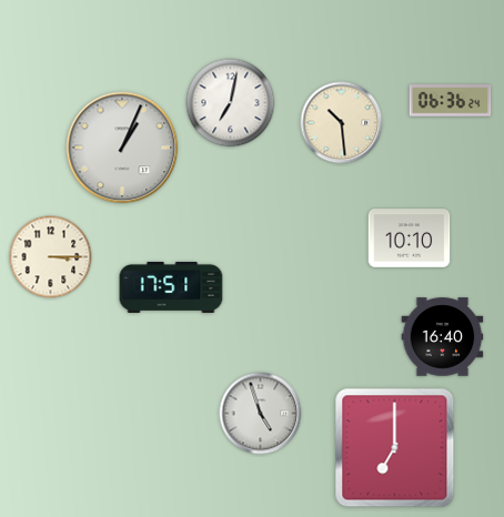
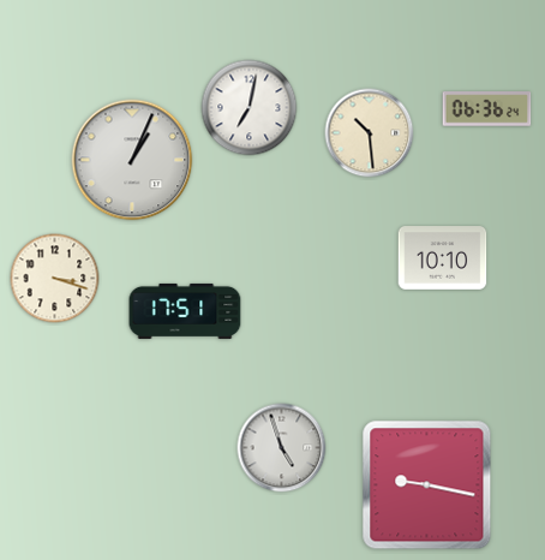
clock at (231, 103) position: (231, 103) -> (250, 108)
clock at (51, 257): 3:15 -> 3:18
clock at (443, 337): 16:40 -> none
clock at (395, 448): 7:00 -> 9:17
